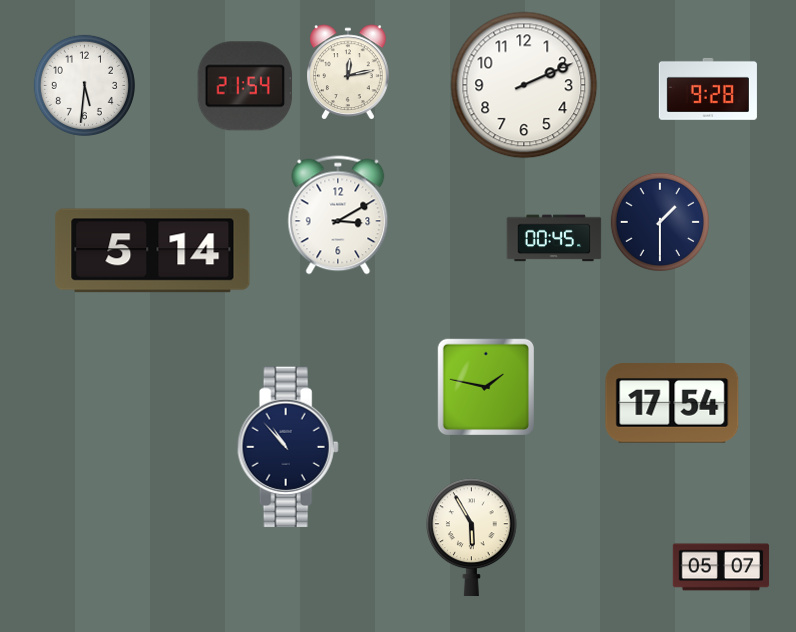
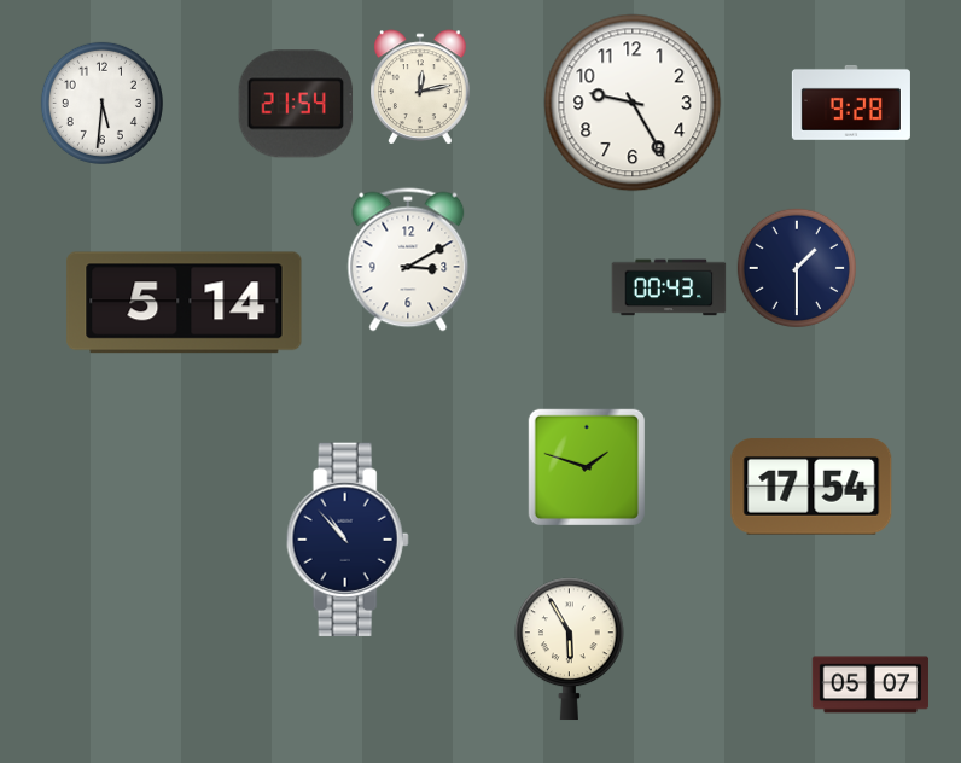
clock at (524, 85): 2:11 -> 9:25
clock at (708, 89) position: (708, 89) -> (851, 103)
clock at (554, 238): 00:45 -> 00:43
clock at (485, 386): 1:47 -> 1:48
